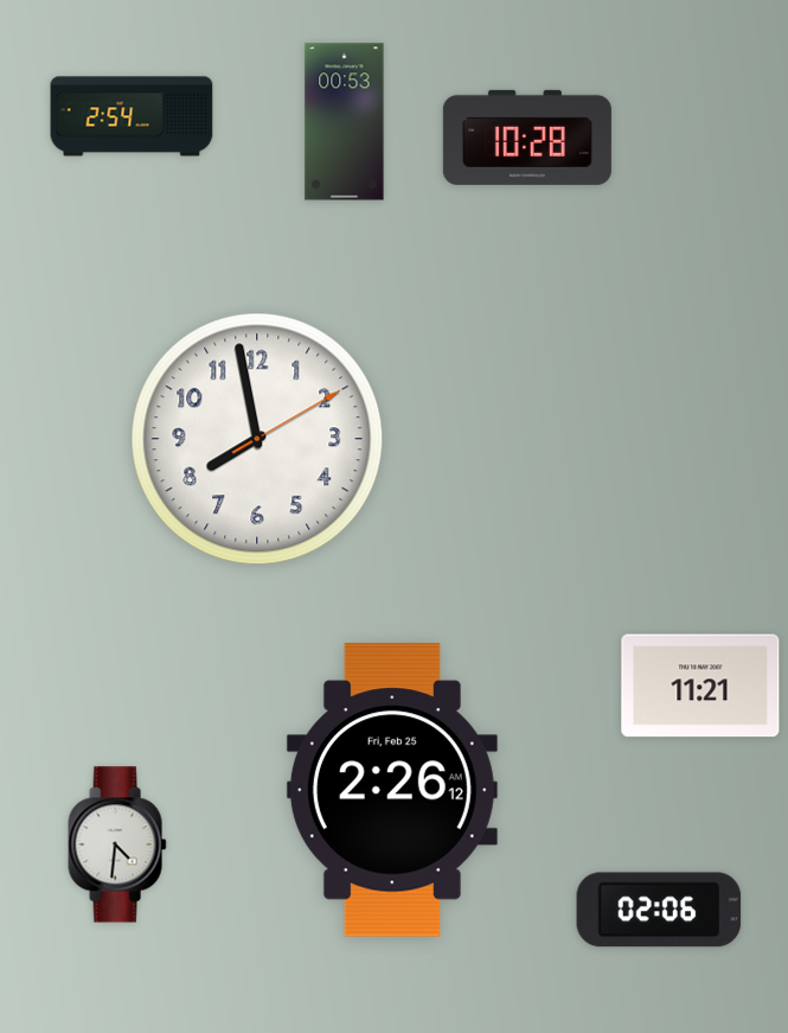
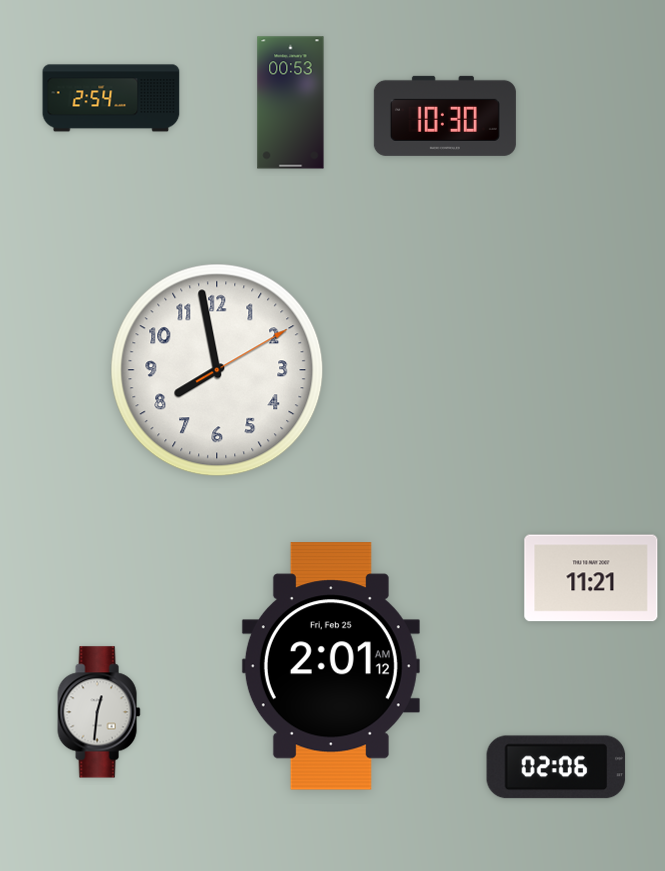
clock at (527, 138): 10:28 -> 10:30
clock at (392, 790): 2:26 -> 2:01
clock at (117, 844): 4:31 -> 12:31
